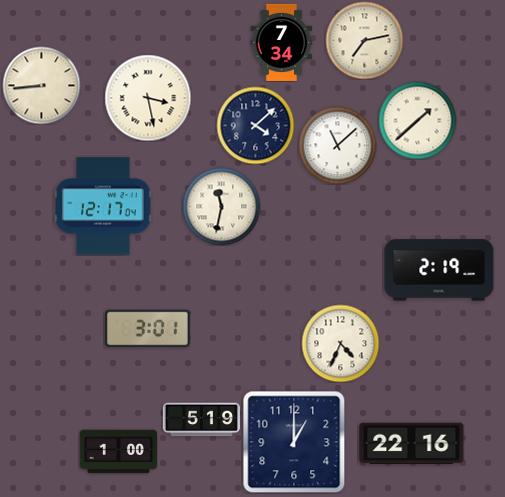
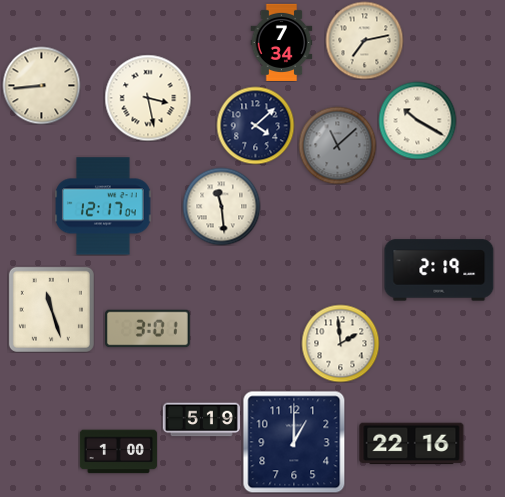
clock at (417, 120): 1:38 -> 10:20
clock at (337, 145) dial: white -> grey
clock at (221, 206): 11:32 -> 11:29
clock at (51, 309): none -> 11:27
clock at (340, 343): 4:34 -> 1:59
